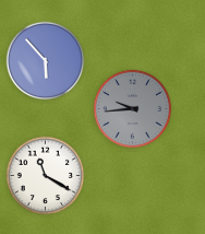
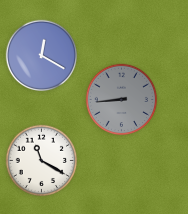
clock at (46, 61): 5:53 -> 12:20
clock at (133, 109): 9:44 -> 8:44
